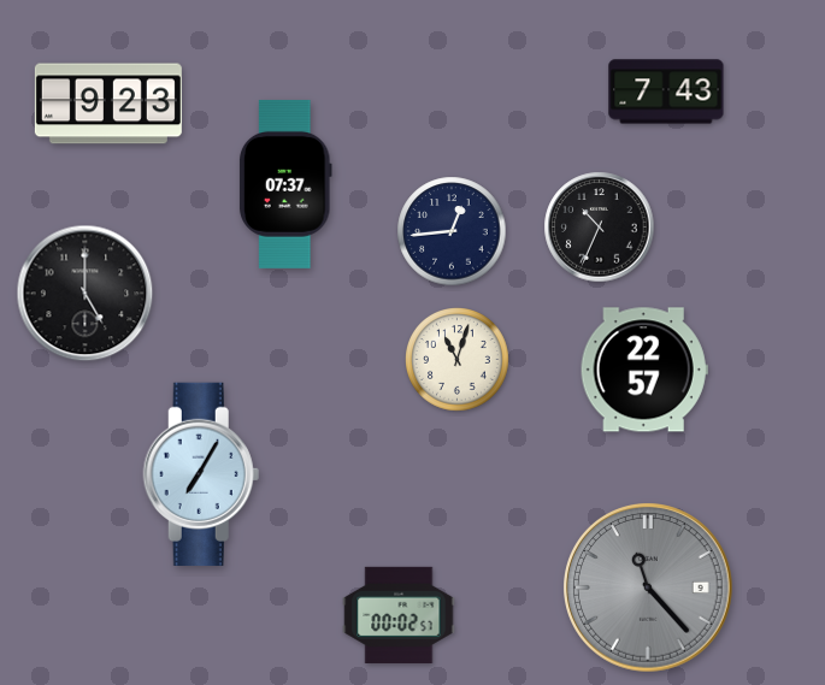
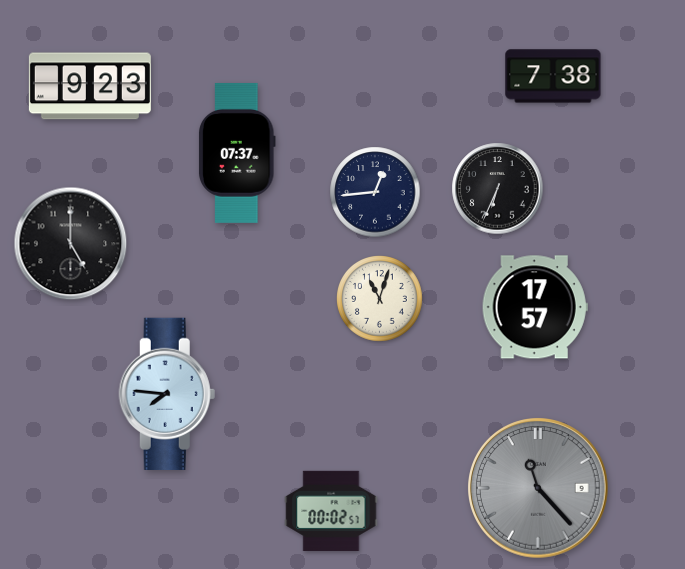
clock at (666, 91): 7:43 -> 7:38
clock at (600, 228): 10:34 -> 6:34
clock at (644, 370): 22:57 -> 17:57
clock at (201, 473): 7:05 -> 7:46
